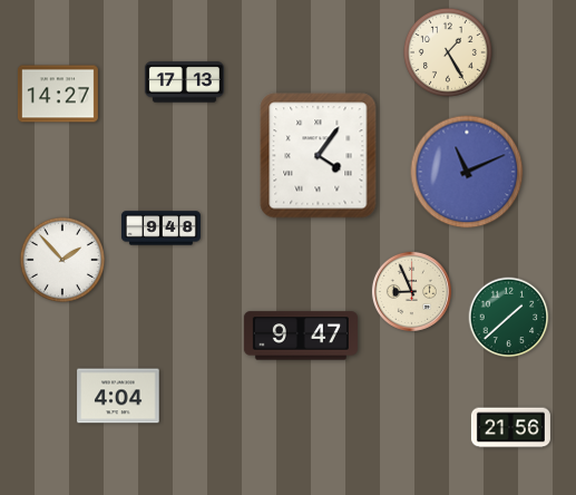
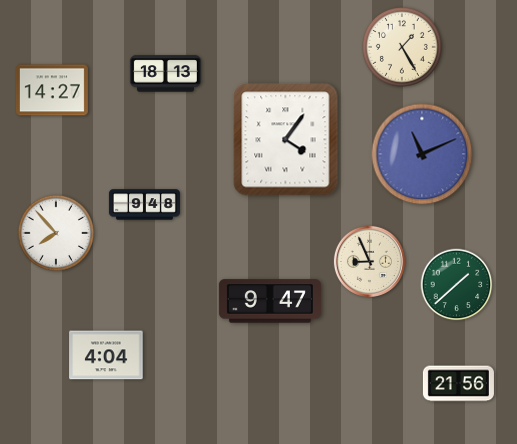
clock at (184, 82): 17:13 -> 18:13
clock at (58, 94) position: (58, 94) -> (52, 90)
clock at (467, 172) position: (467, 172) -> (422, 154)
clock at (61, 259): 1:53 -> 7:53
